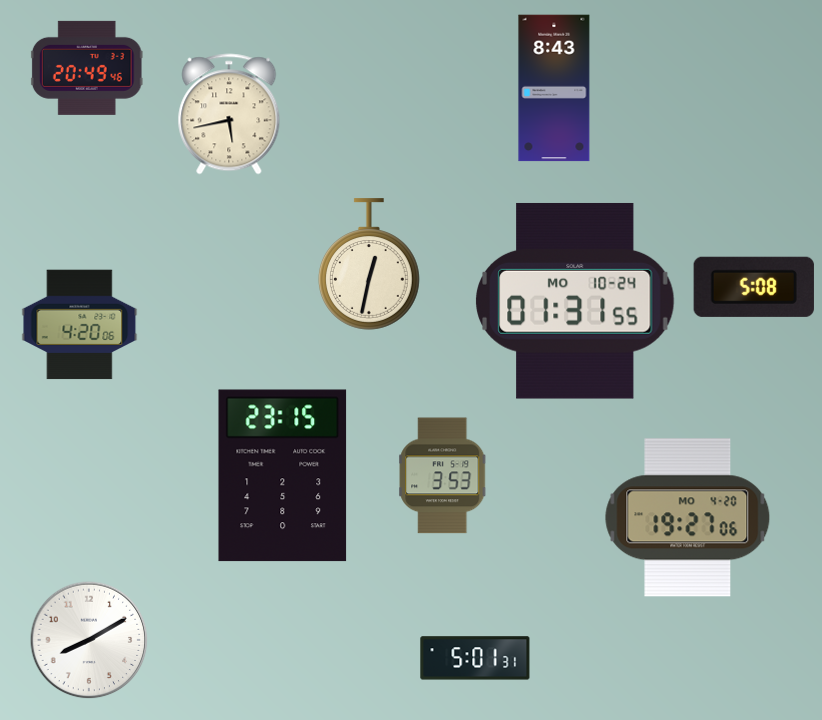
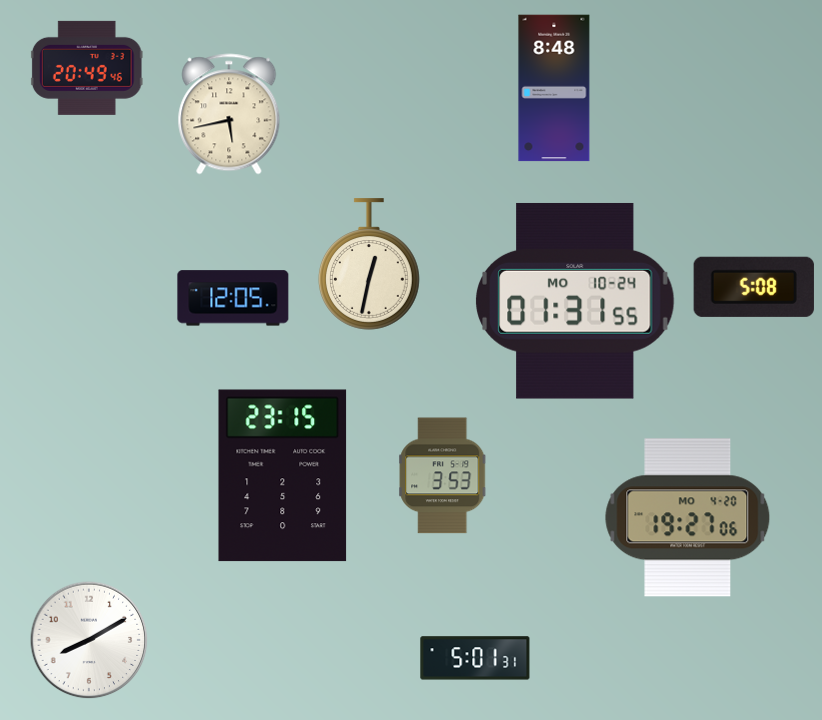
clock at (554, 88): 8:43 -> 8:48
clock at (233, 298): none -> 12:05
clock at (80, 325): 4:20 -> none
